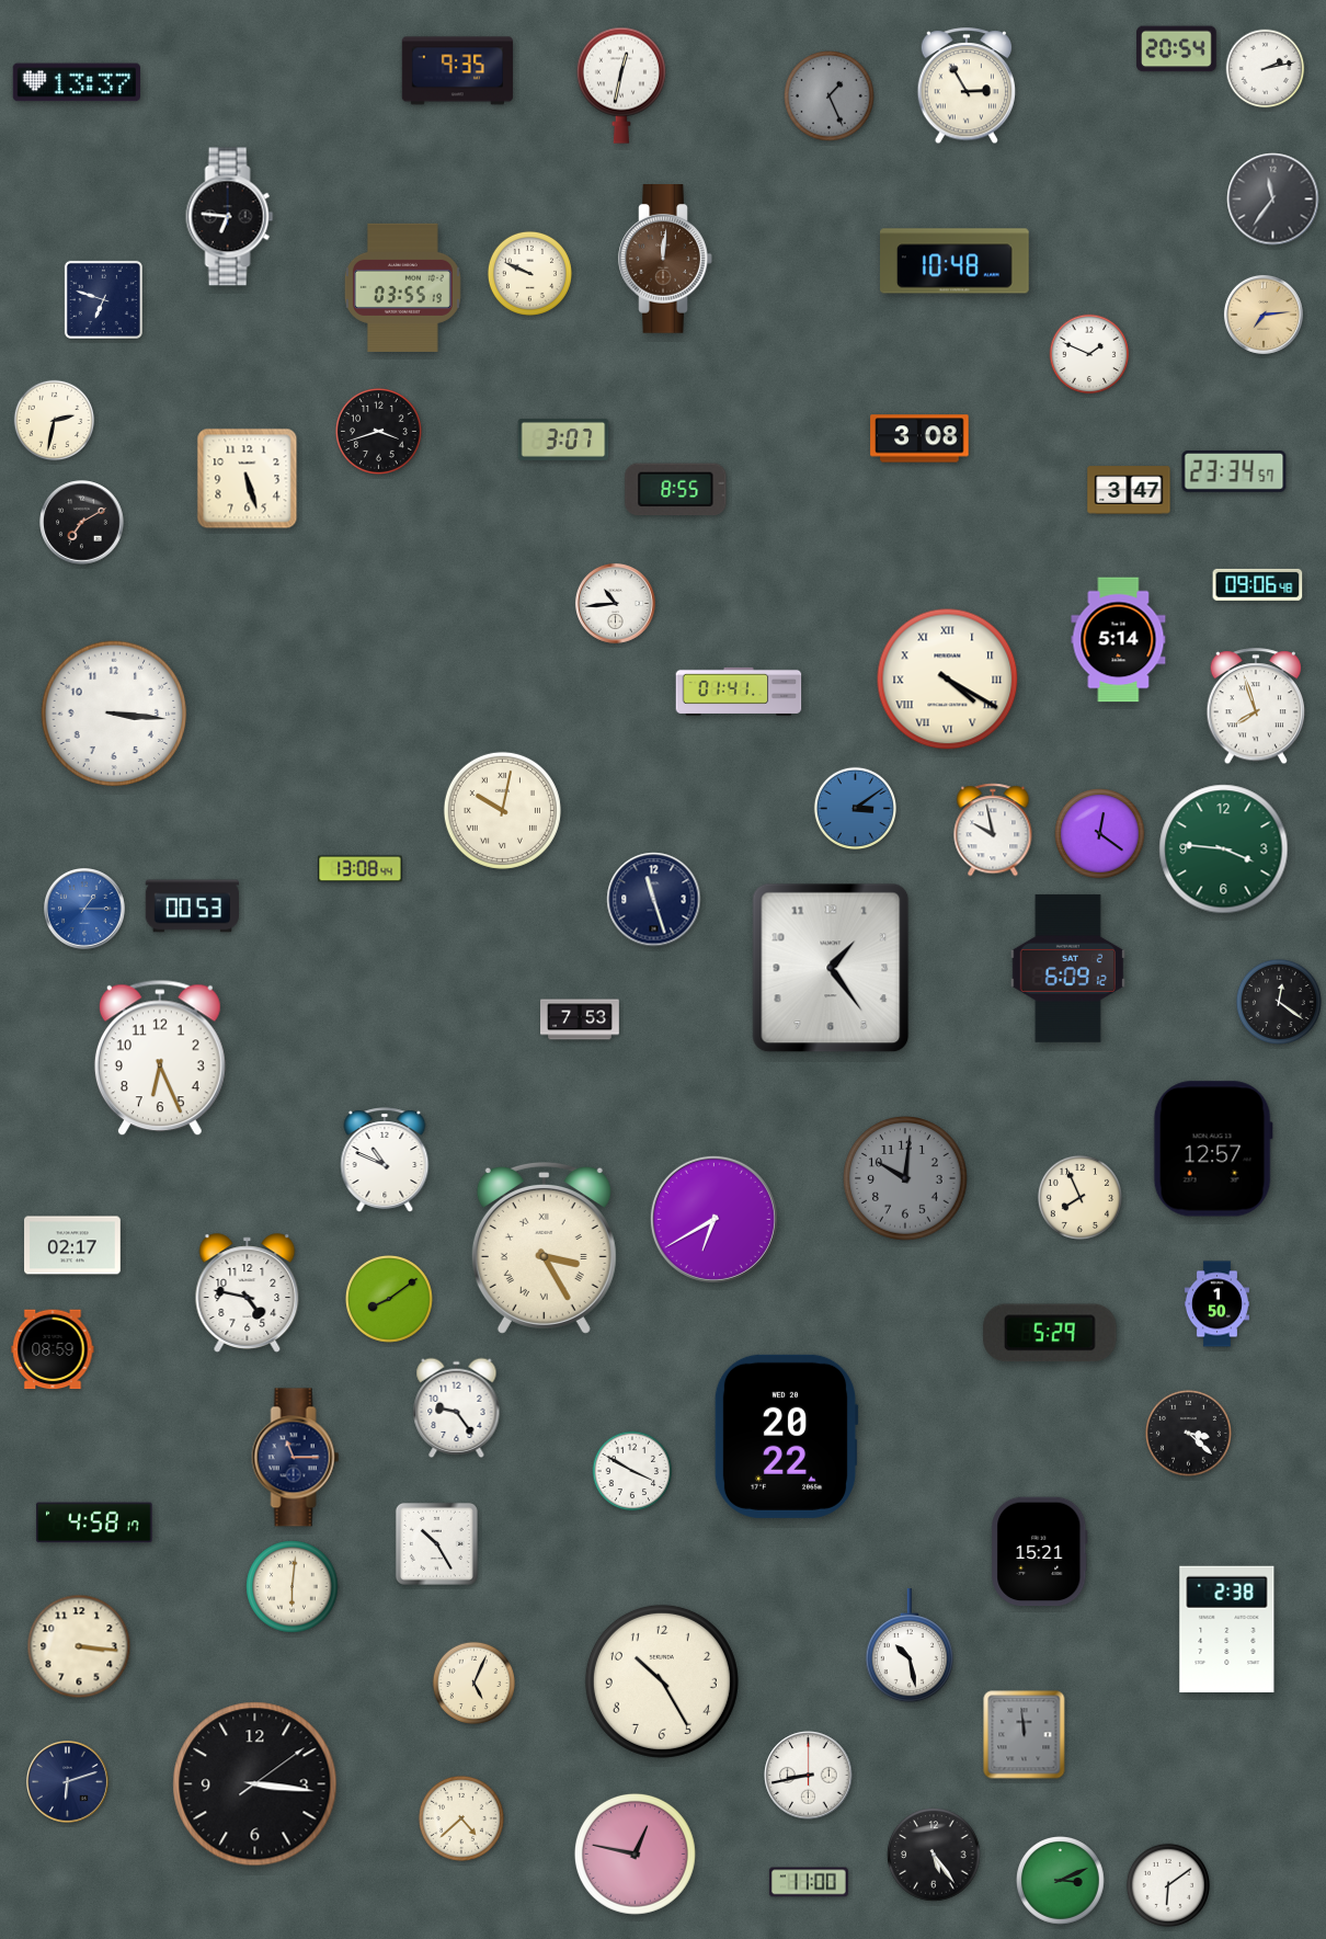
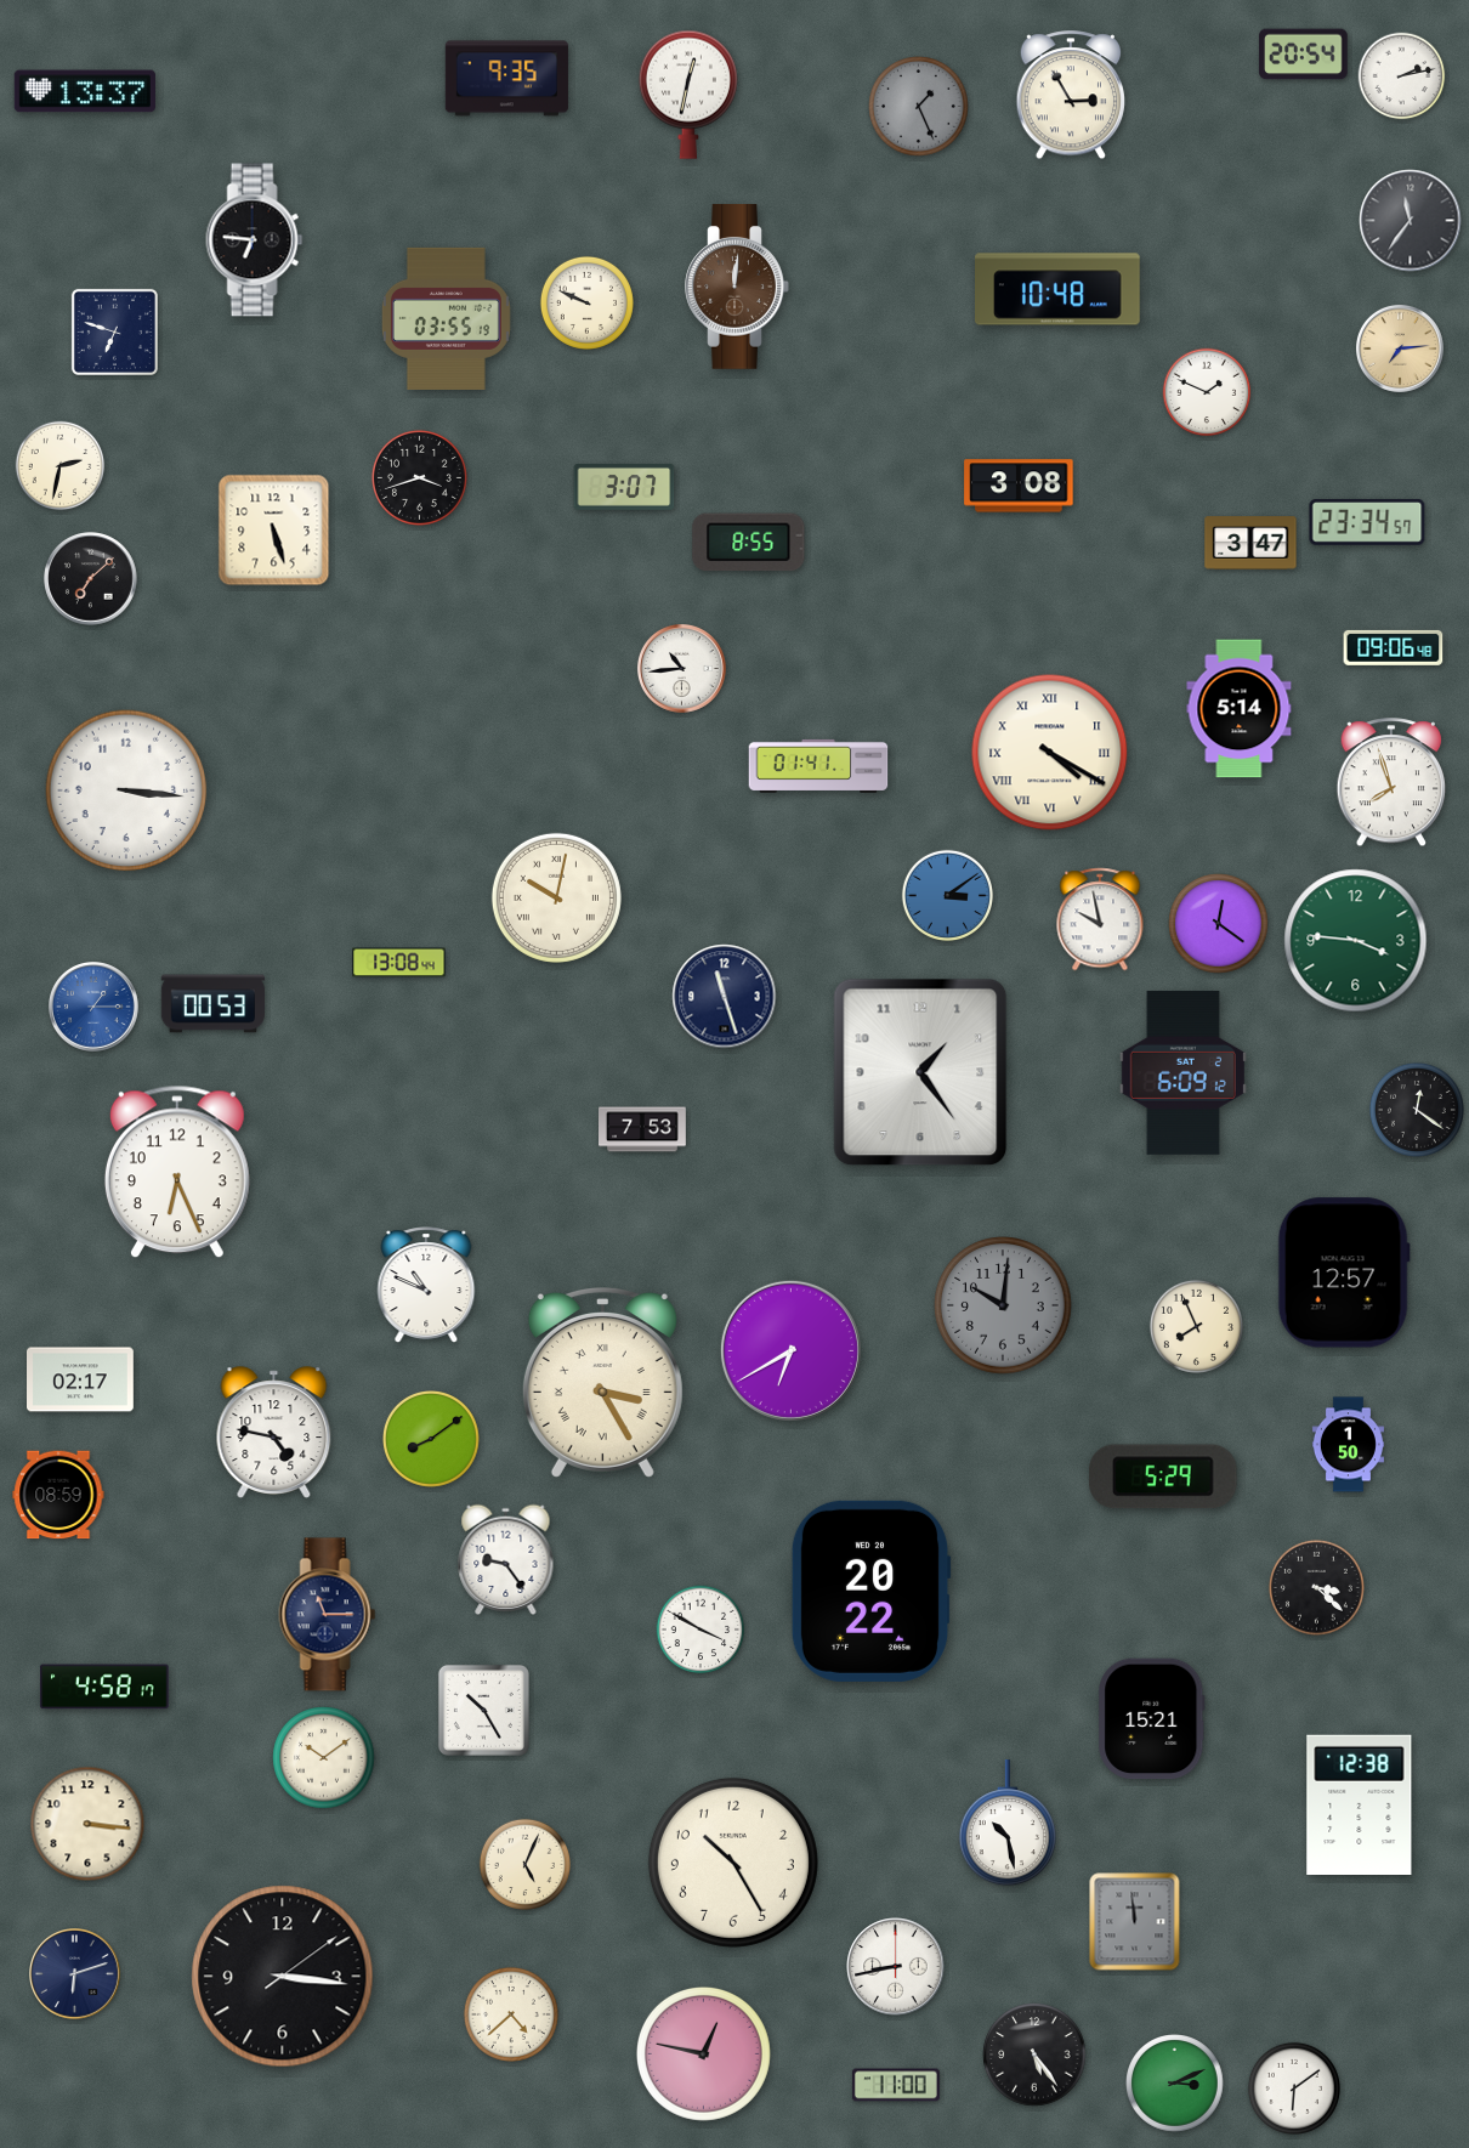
clock at (82, 523): 7:10 -> 7:08
clock at (293, 1587): 6:01 -> 10:09
clock at (1227, 1629): 2:38 -> 12:38
